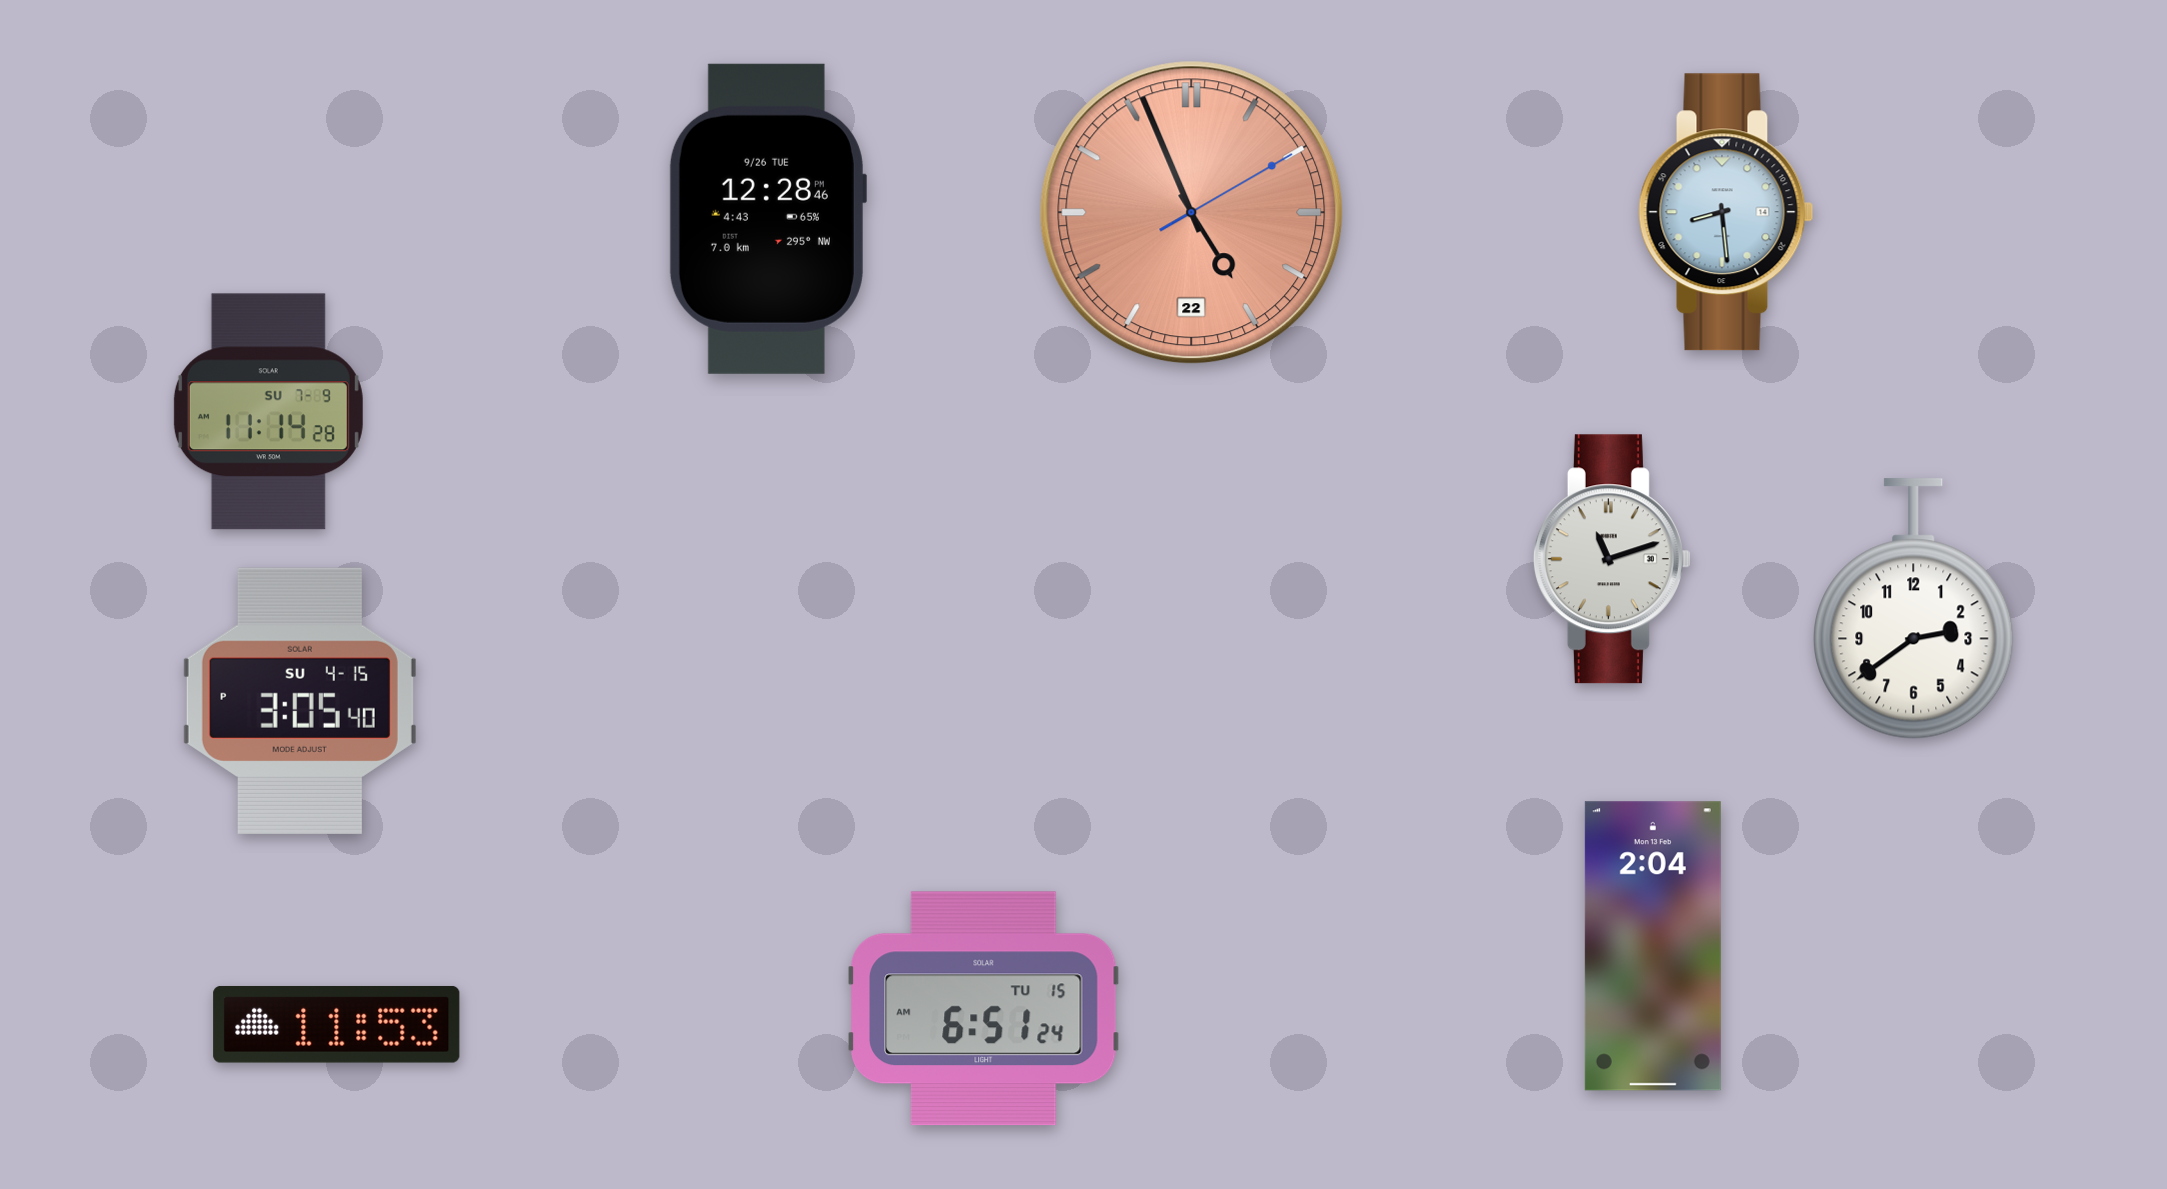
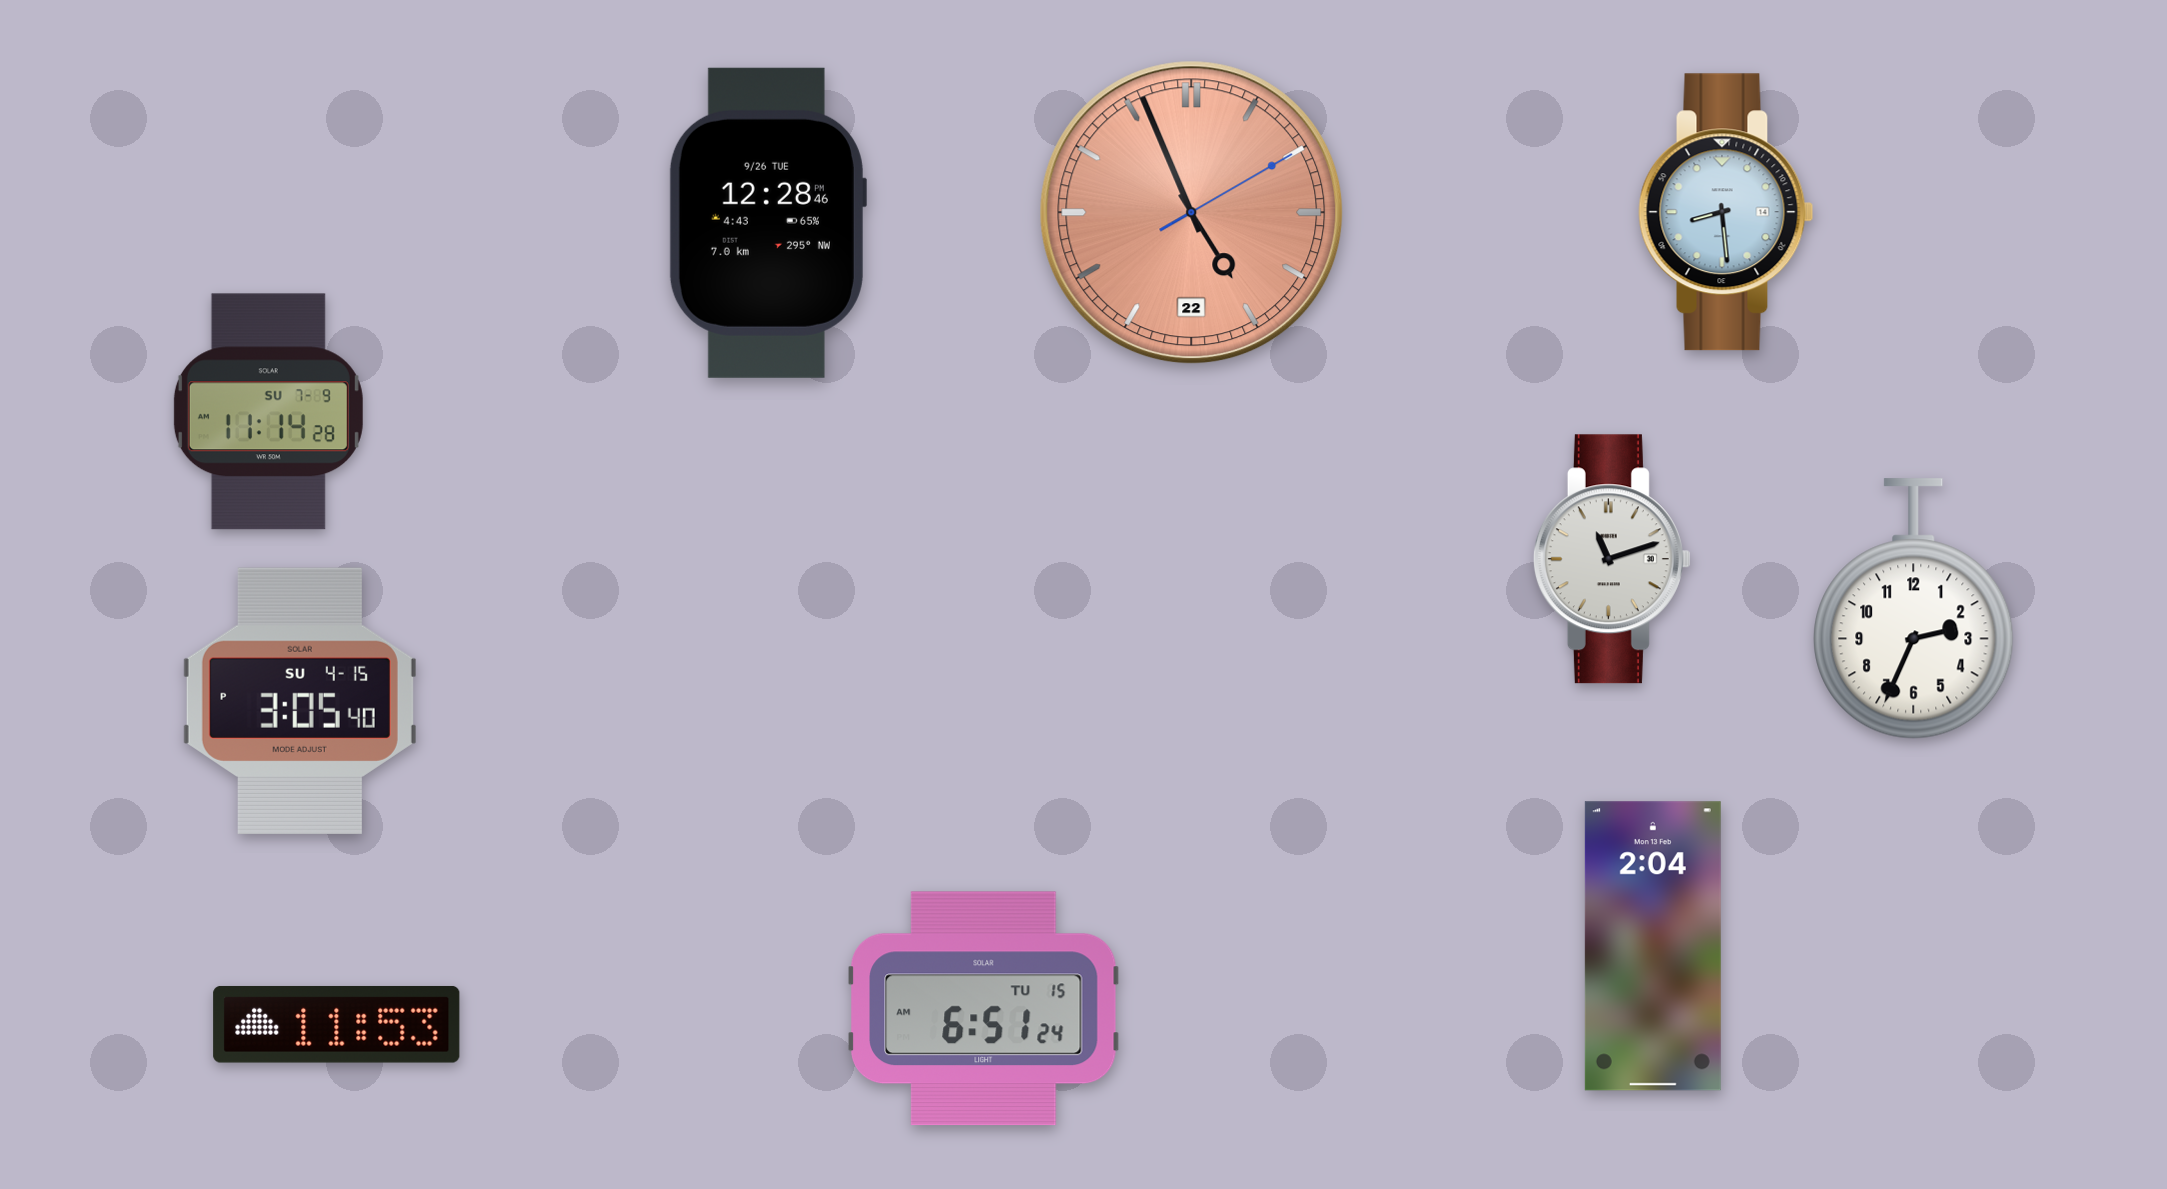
clock at (767, 219) position: (767, 219) -> (767, 223)
clock at (1914, 609): 2:39 -> 2:34
